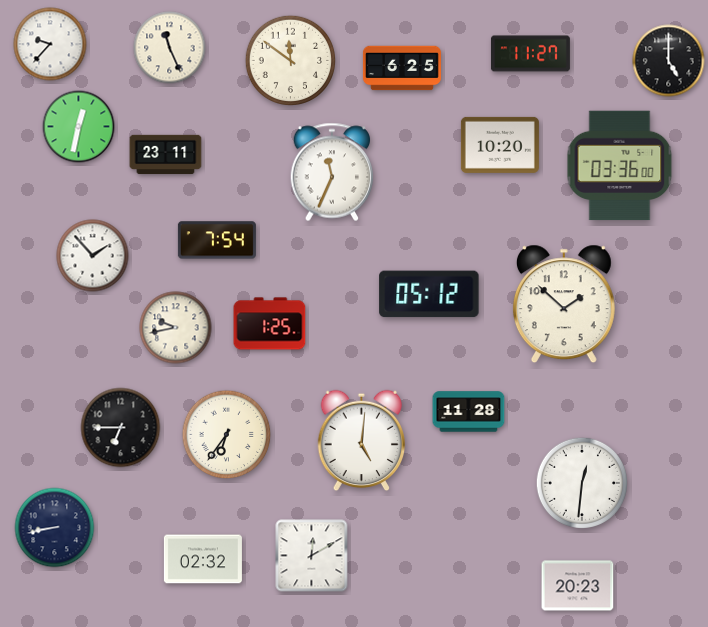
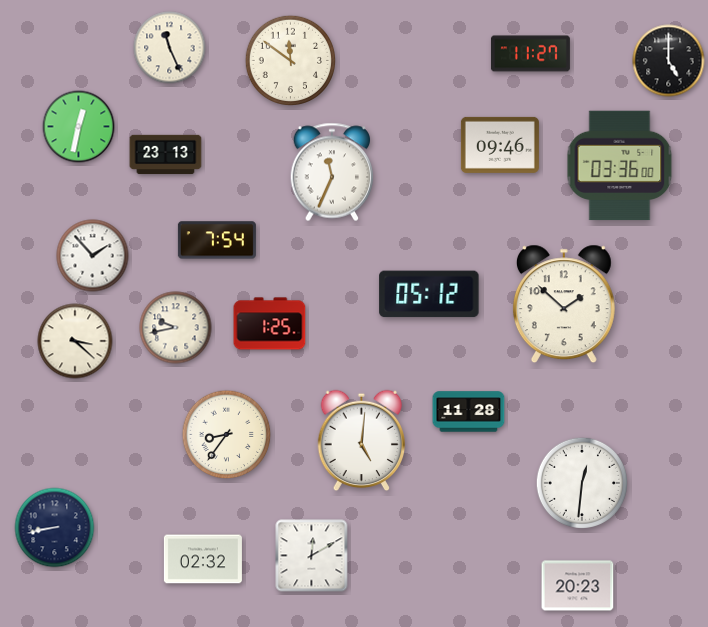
clock at (50, 44): 9:37 -> none
clock at (402, 68): 6:25 -> none
clock at (500, 145): 10:20 -> 09:46
clock at (166, 155): 23:11 -> 23:13
clock at (75, 341): none -> 3:22
clock at (121, 428): 6:45 -> none
clock at (227, 435): 6:36 -> 8:36
